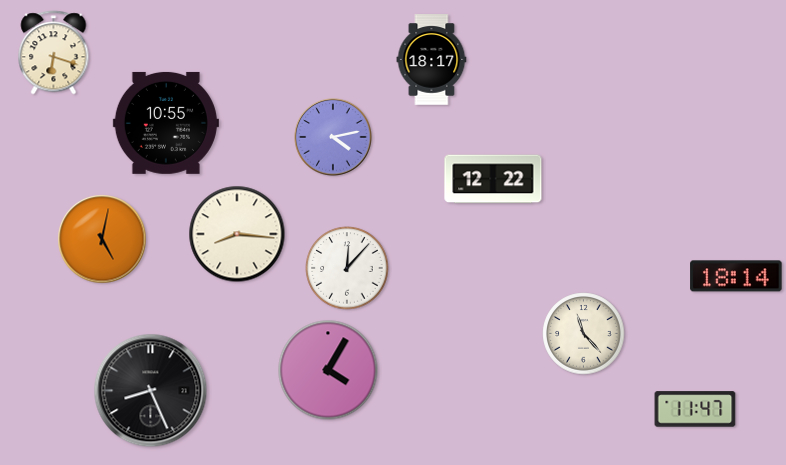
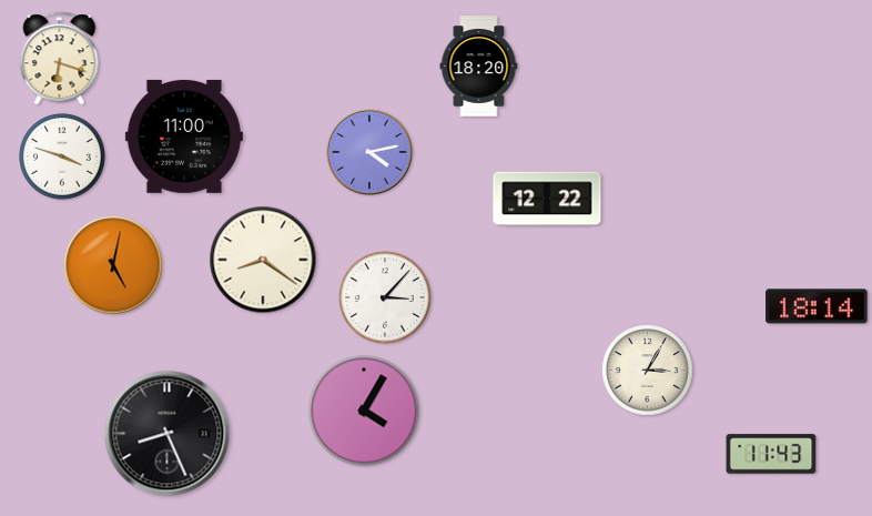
clock at (432, 60): 18:17 -> 18:20
clock at (166, 123): 10:55 -> 11:00
clock at (62, 156): none -> 3:48
clock at (237, 234): 8:16 -> 8:21
clock at (347, 268): 12:07 -> 3:07
clock at (584, 334): 11:23 -> 3:05
clock at (695, 409): 11:47 -> 11:43
